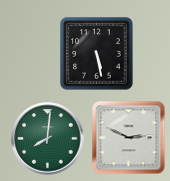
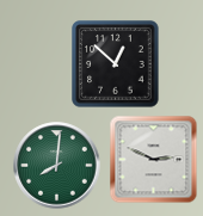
clock at (97, 54): 5:28 -> 12:52
clock at (129, 138) position: (129, 138) -> (154, 160)
